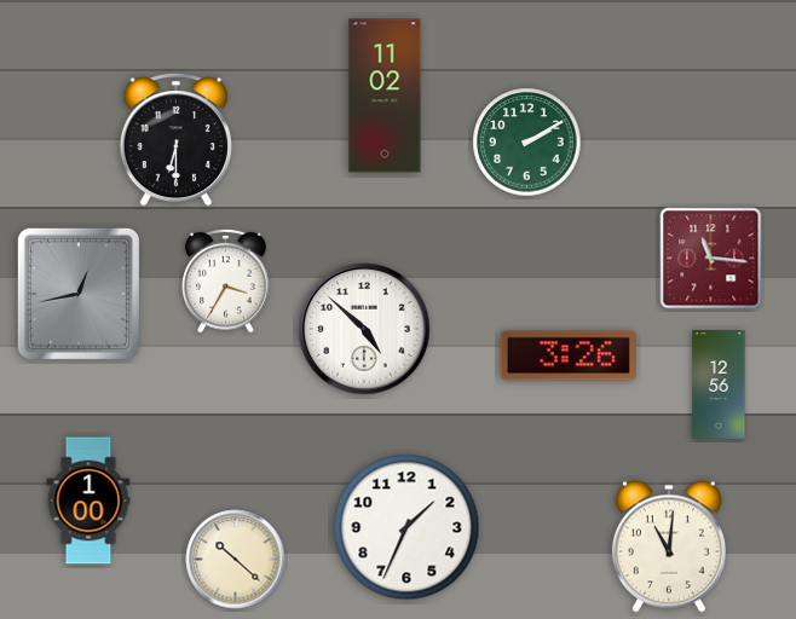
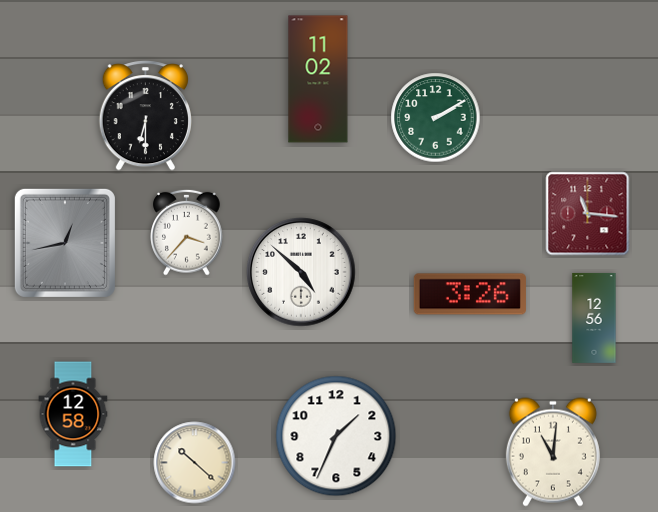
clock at (226, 280): 3:35 -> 3:37
clock at (88, 501): 1:00 -> 12:58
